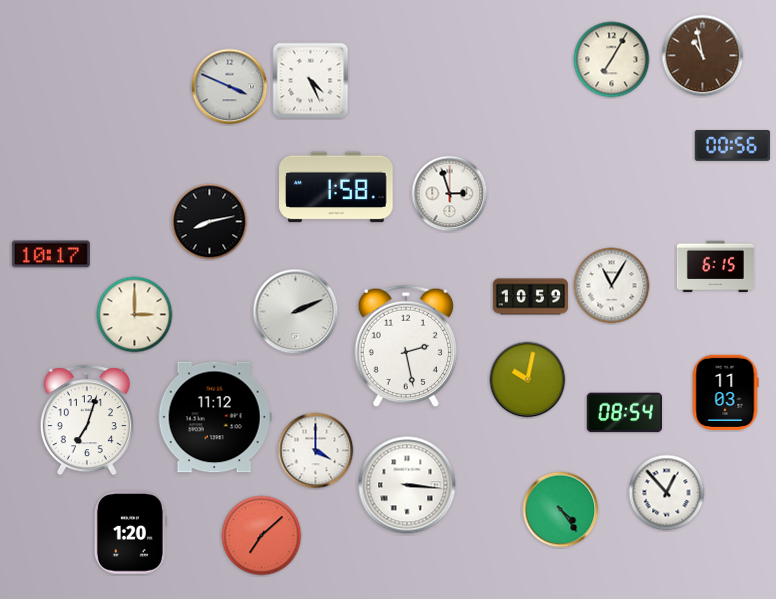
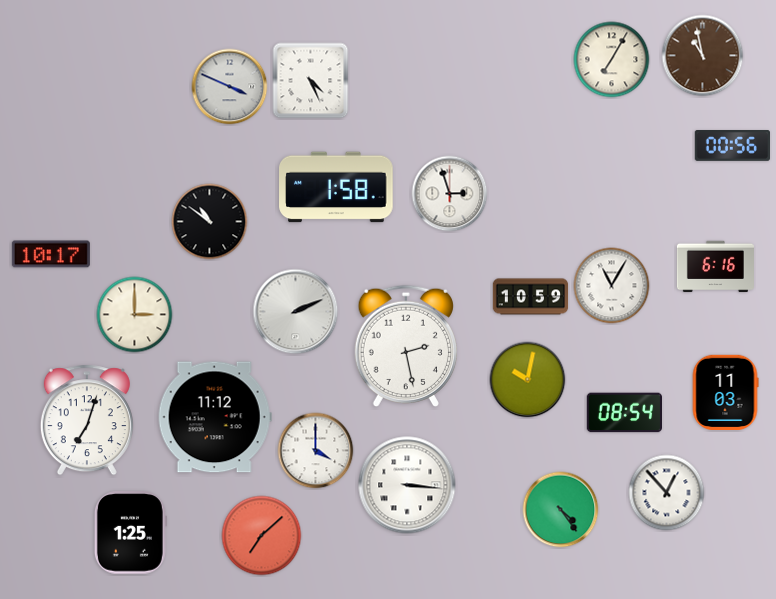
clock at (210, 222): 8:13 -> 10:51
clock at (715, 267): 6:15 -> 6:16
clock at (130, 533): 1:20 -> 1:25
